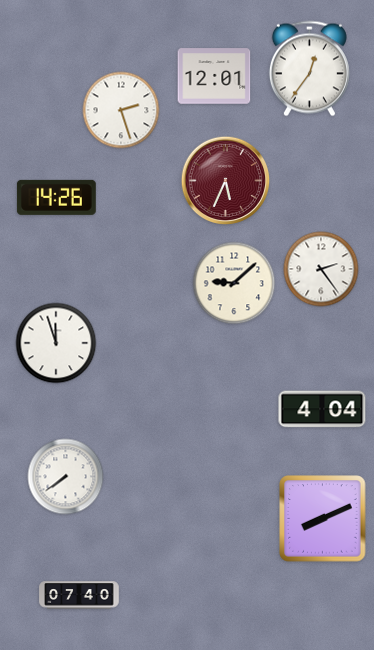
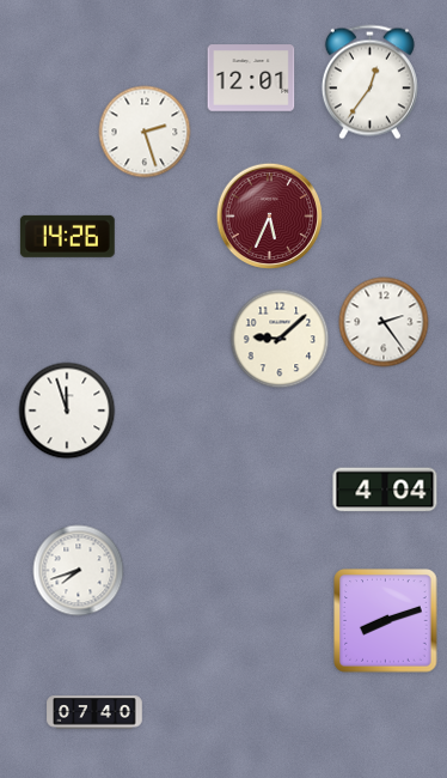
clock at (214, 76) position: (214, 76) -> (251, 78)
clock at (66, 477): 7:39 -> 7:42
clock at (323, 519): 8:11 -> 8:12
